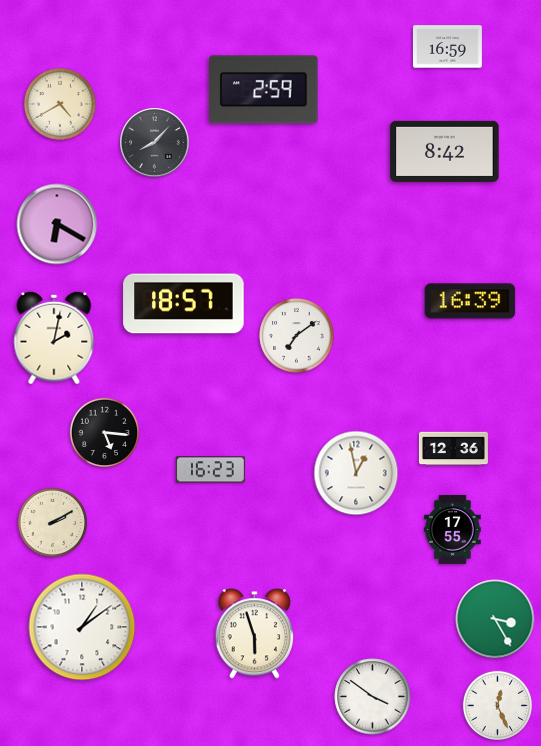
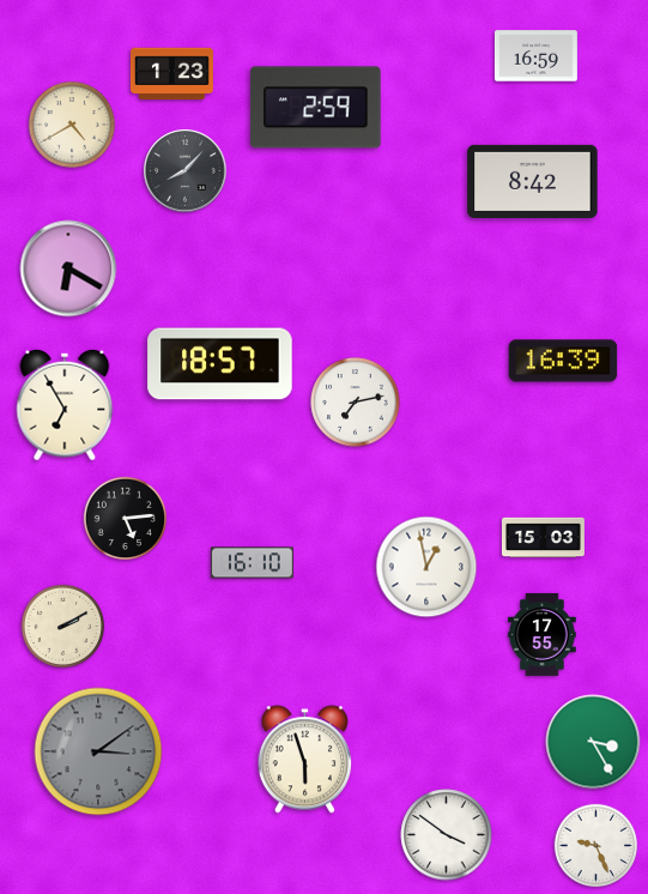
clock at (171, 74): none -> 1:23
clock at (297, 336): 7:09 -> 7:13
clock at (54, 338): 2:02 -> 6:55
clock at (105, 433): 5:16 -> 5:14
clock at (453, 449): 12:36 -> 15:03
clock at (210, 470): 16:23 -> 16:10
clock at (82, 627): 1:09 -> 3:09
clock at (82, 627) dial: white -> grey
clock at (498, 706): 12:26 -> 9:26
